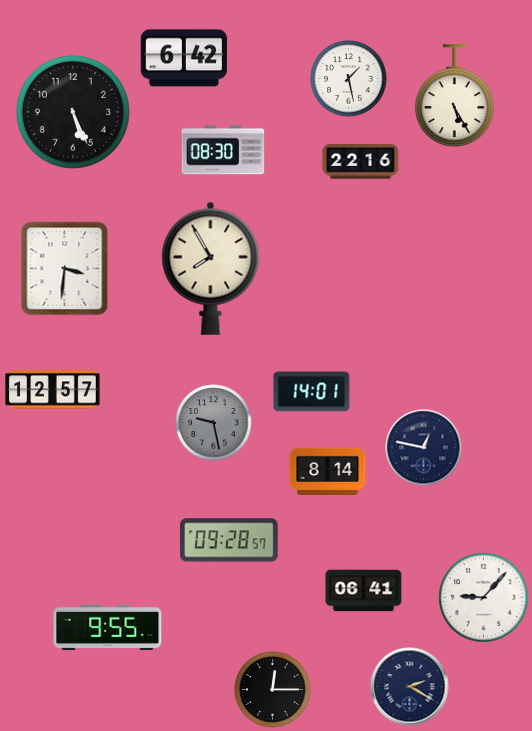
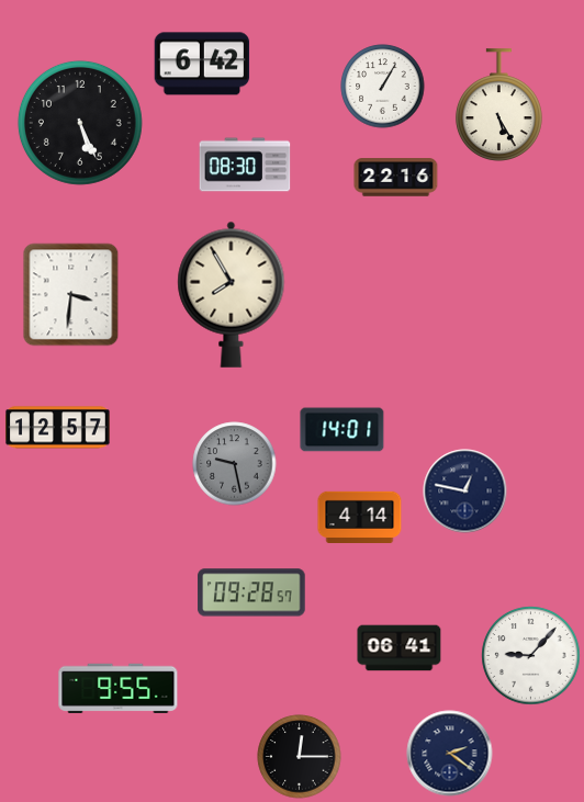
clock at (349, 79): 1:28 -> 1:05
clock at (328, 471): 8:14 -> 4:14
clock at (410, 687): 2:20 -> 2:21
